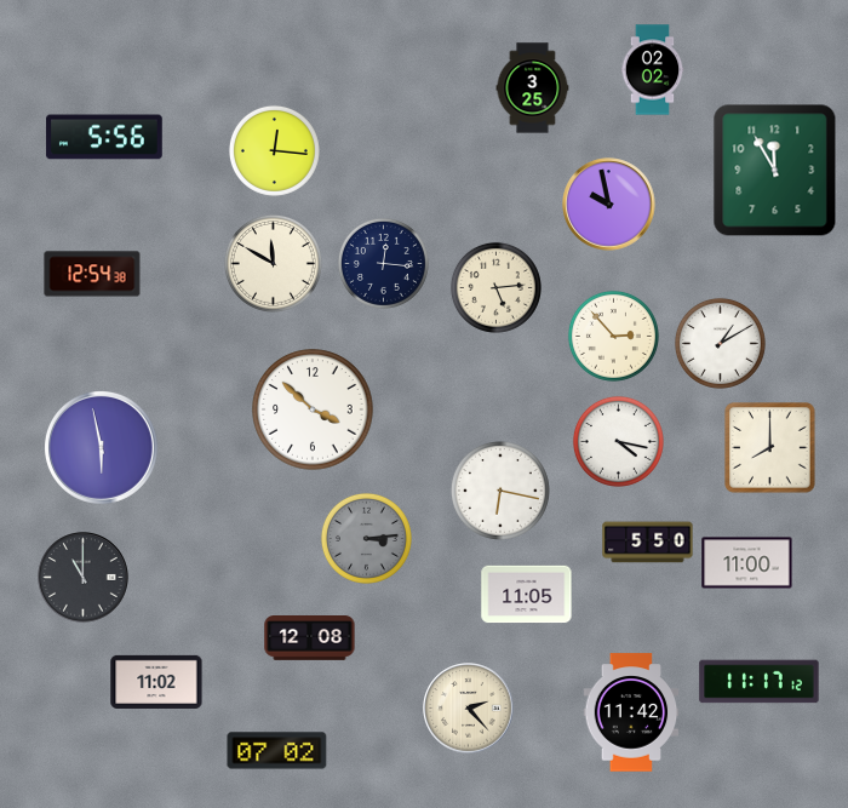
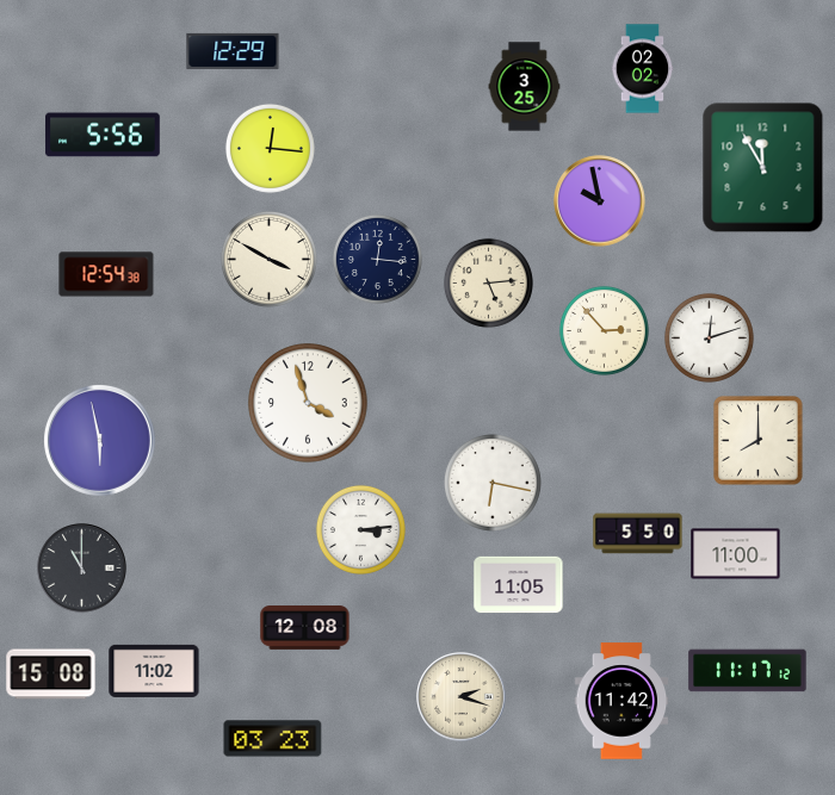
clock at (233, 51): none -> 12:29
clock at (273, 263): 11:50 -> 3:50
clock at (92, 274) position: (92, 274) -> (106, 274)
clock at (720, 343): 1:10 -> 12:12
clock at (313, 409): 3:52 -> 3:57
clock at (618, 441): 4:17 -> none
clock at (366, 538) dial: grey -> white
clock at (51, 675): none -> 15:08
clock at (469, 709): 2:23 -> 2:18
clock at (277, 751): 07:02 -> 03:23
